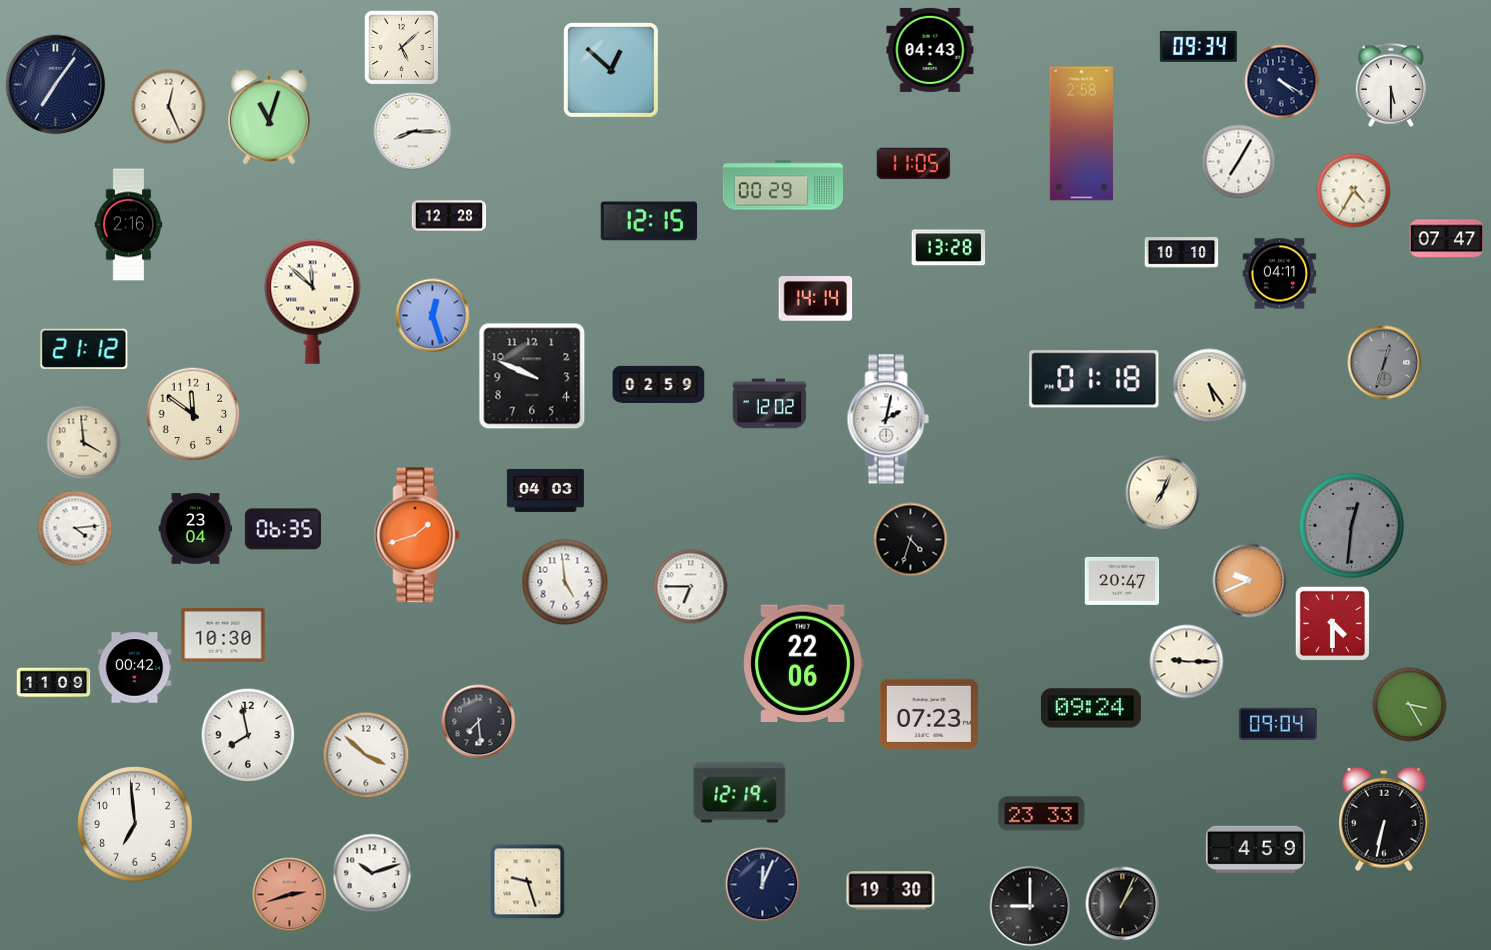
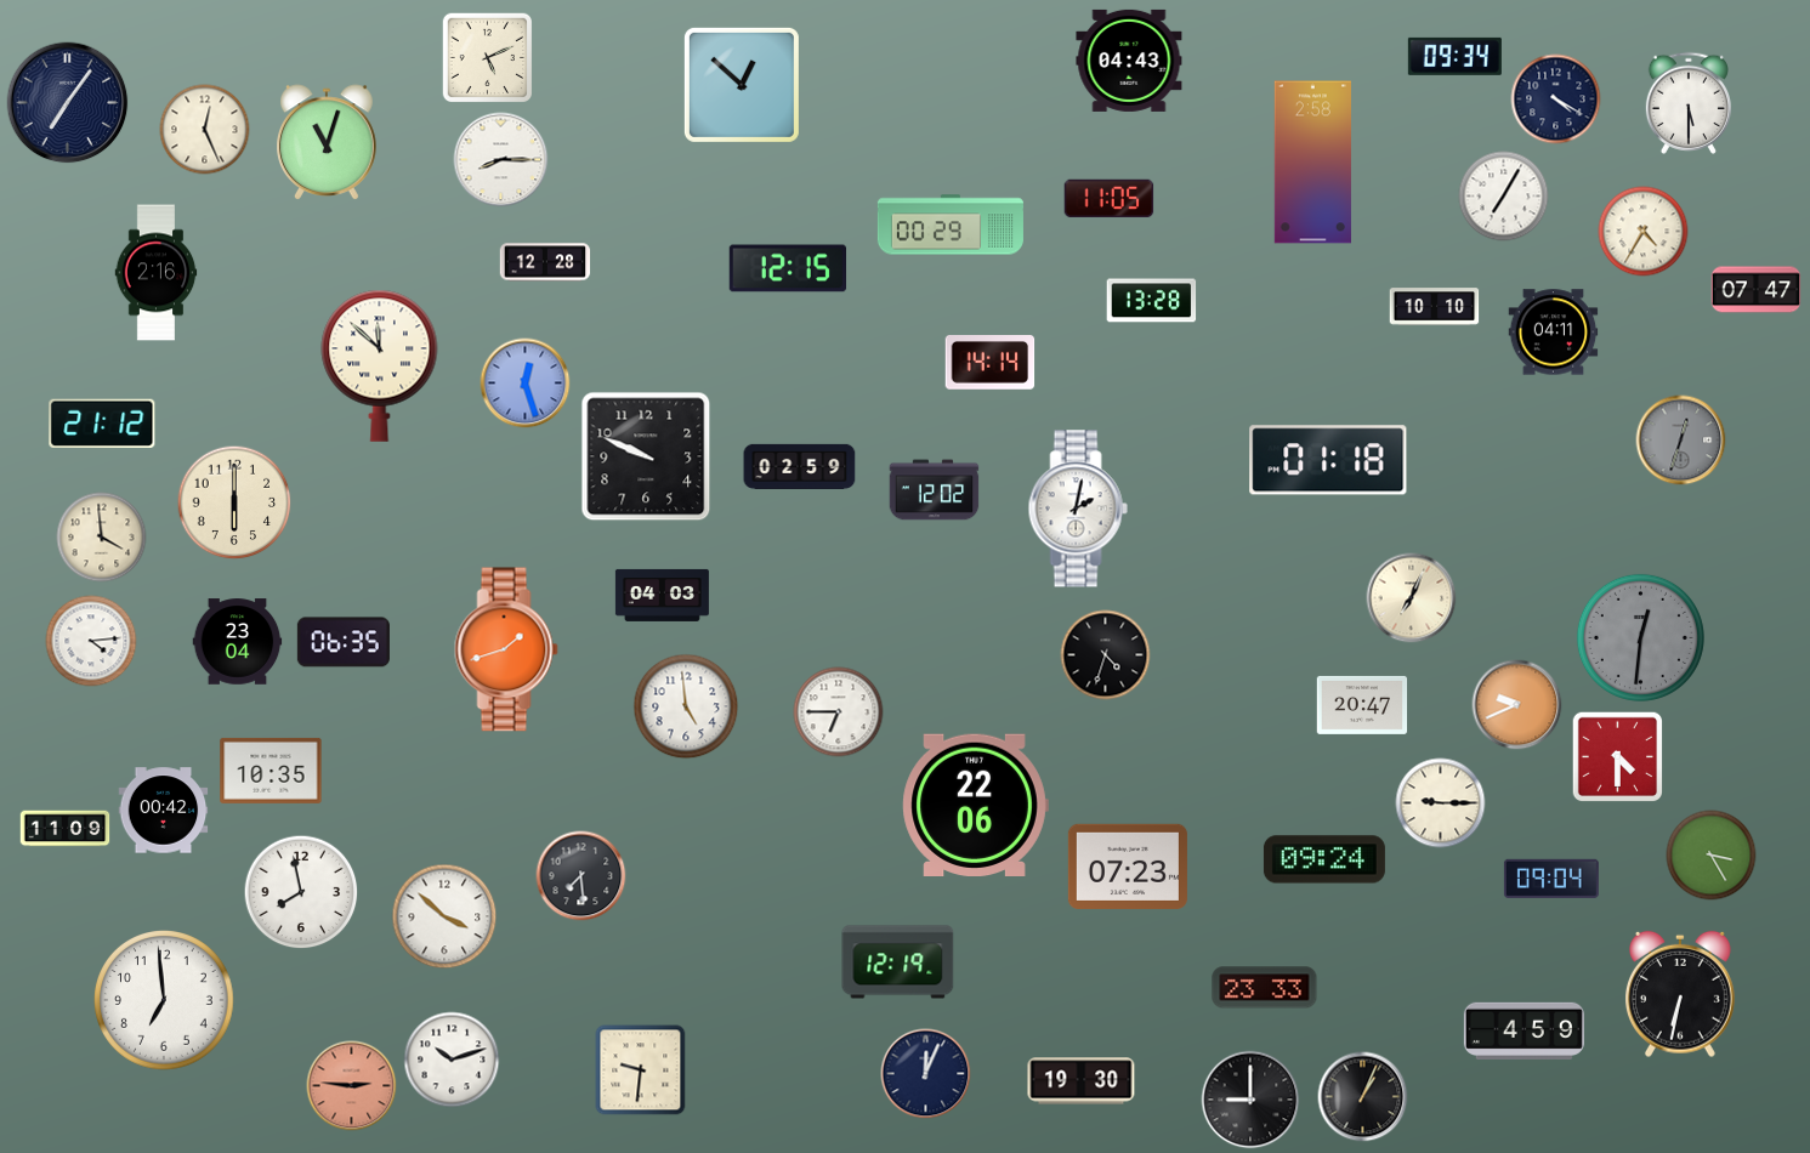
clock at (402, 48): 5:08 -> 5:11
clock at (1210, 386): 5:24 -> none
clock at (193, 414): 11:51 -> 6:00
clock at (223, 635): 10:30 -> 10:35
clock at (528, 882): 9:27 -> 9:31
clock at (290, 895): 2:42 -> 2:46
